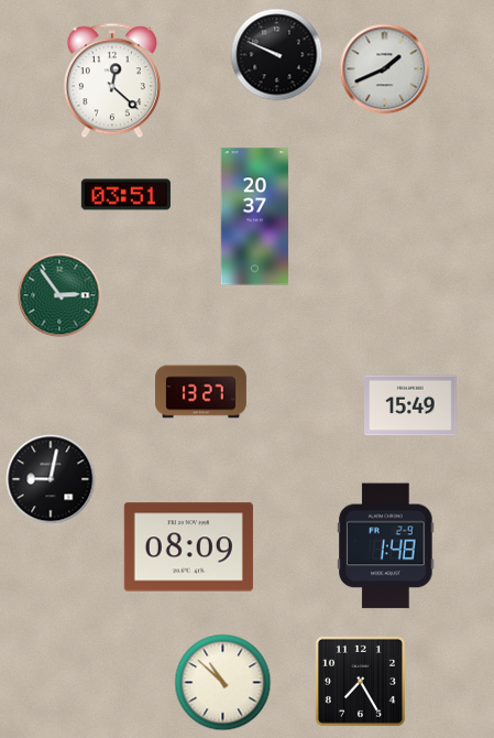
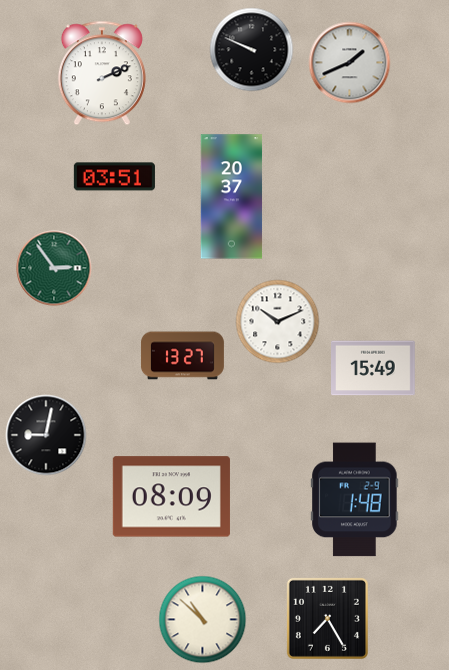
clock at (112, 80): 12:22 -> 2:11
clock at (278, 322): none -> 10:11
clock at (386, 546) position: (386, 546) -> (355, 500)
